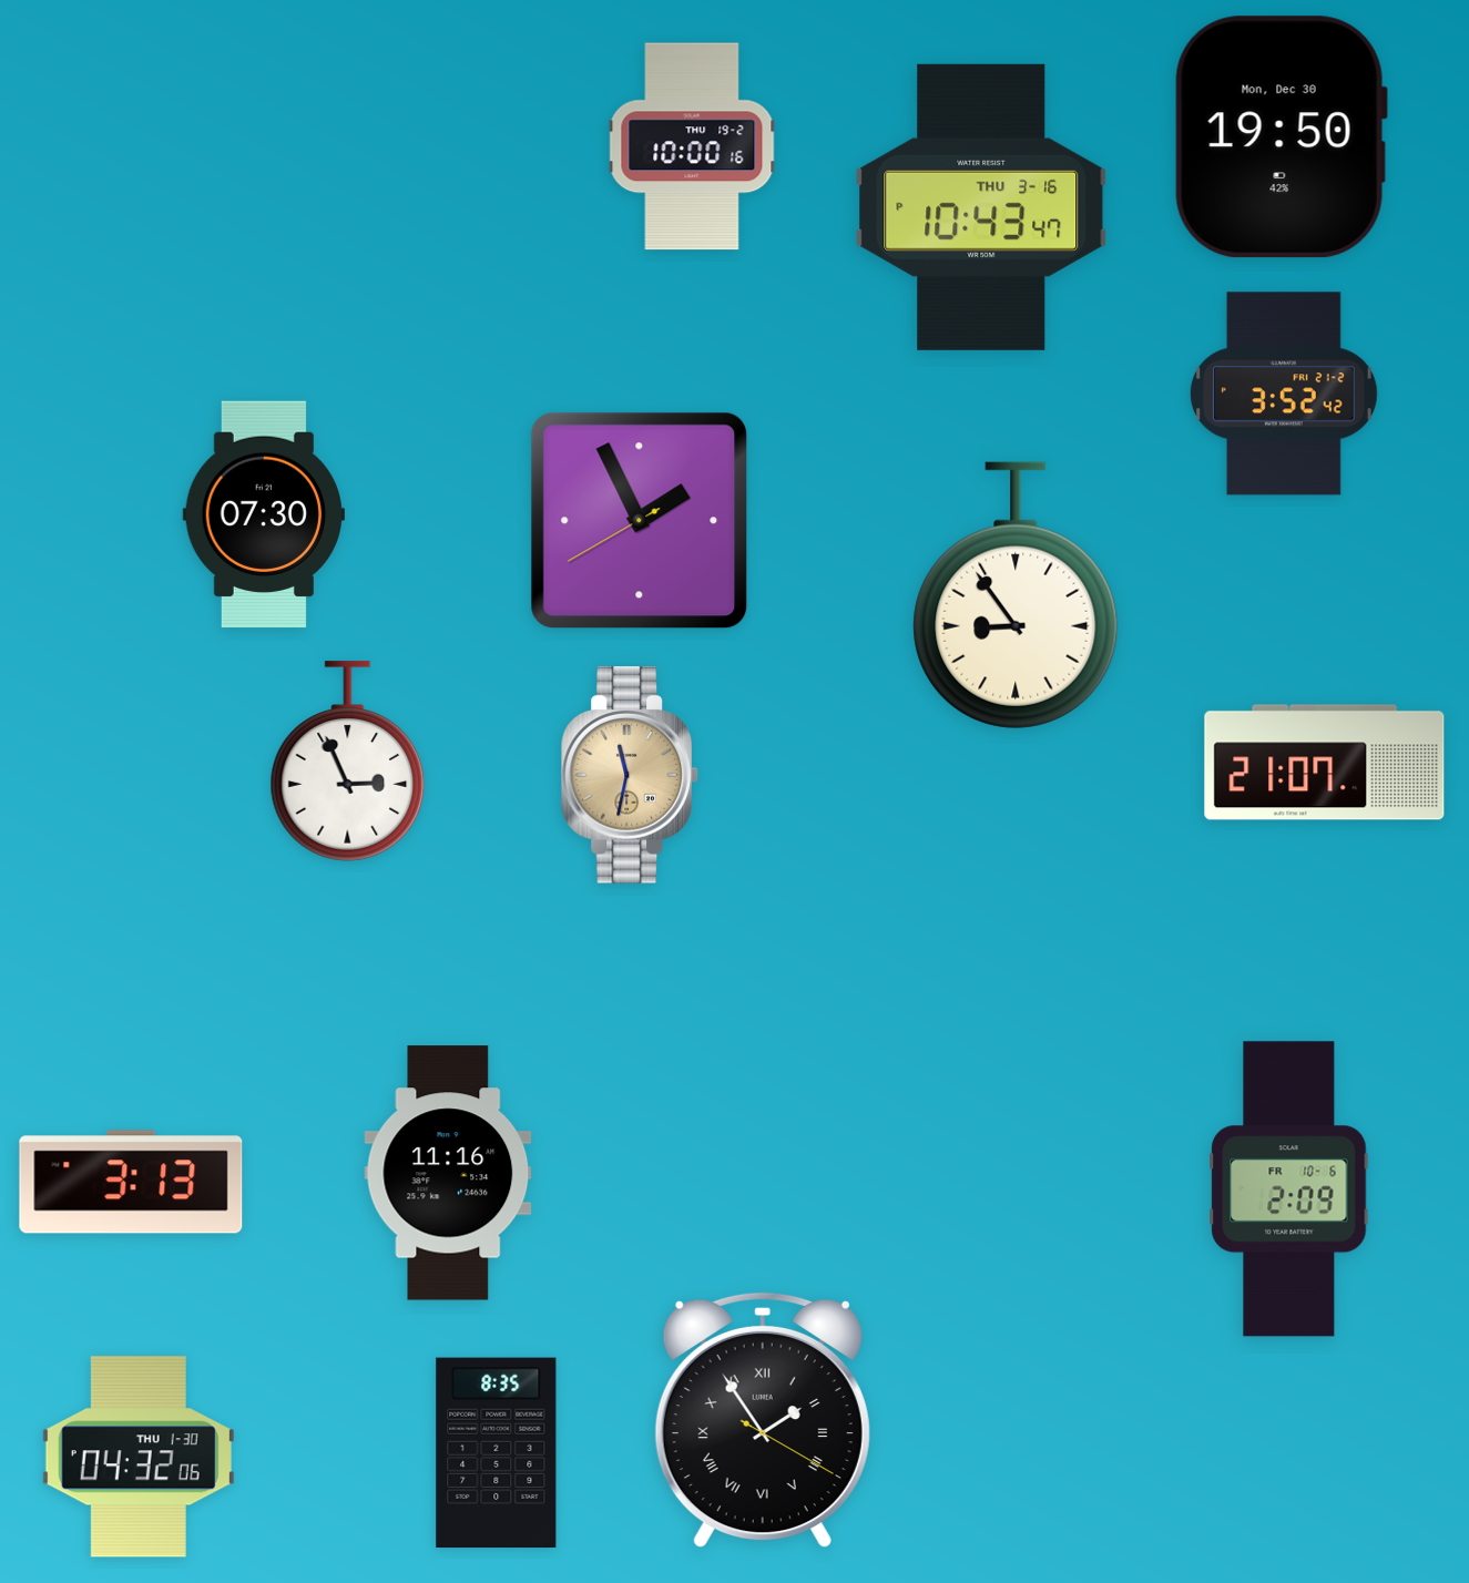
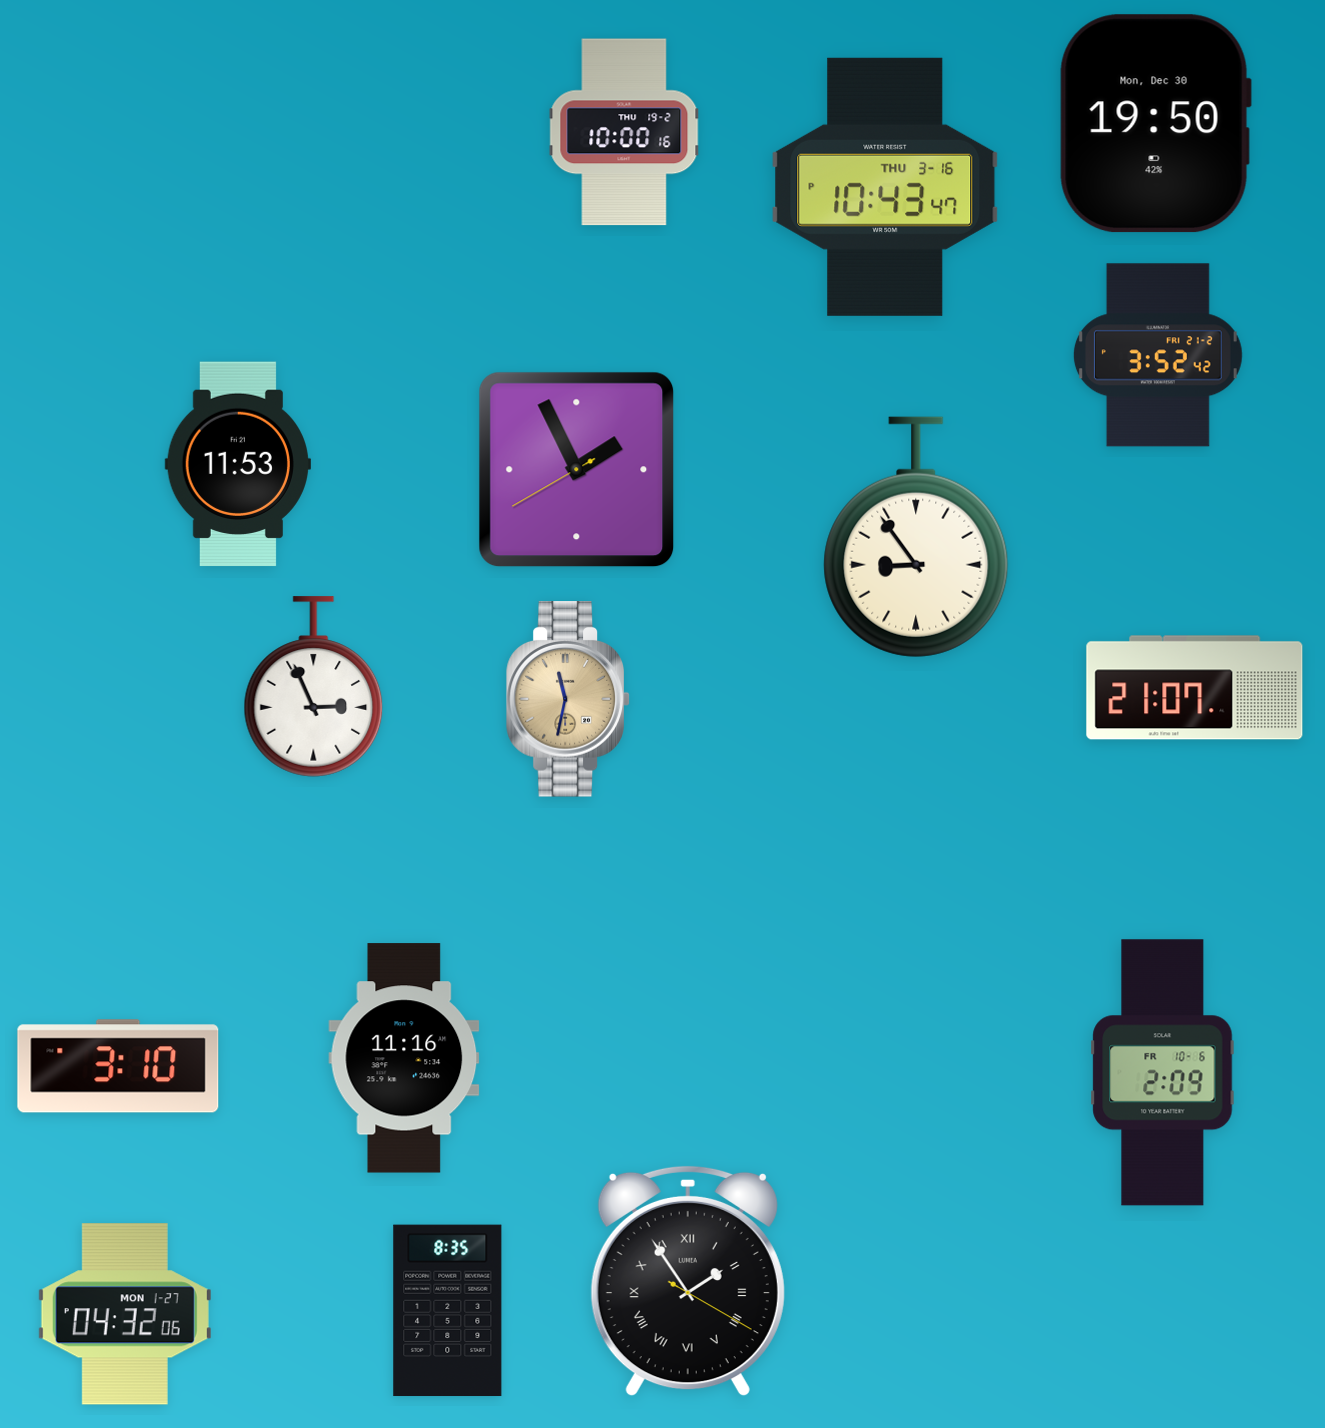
clock at (264, 514): 07:30 -> 11:53
clock at (131, 1182): 3:13 -> 3:10
clock at (139, 1457) date: THU 1-30 -> MON 1-27
